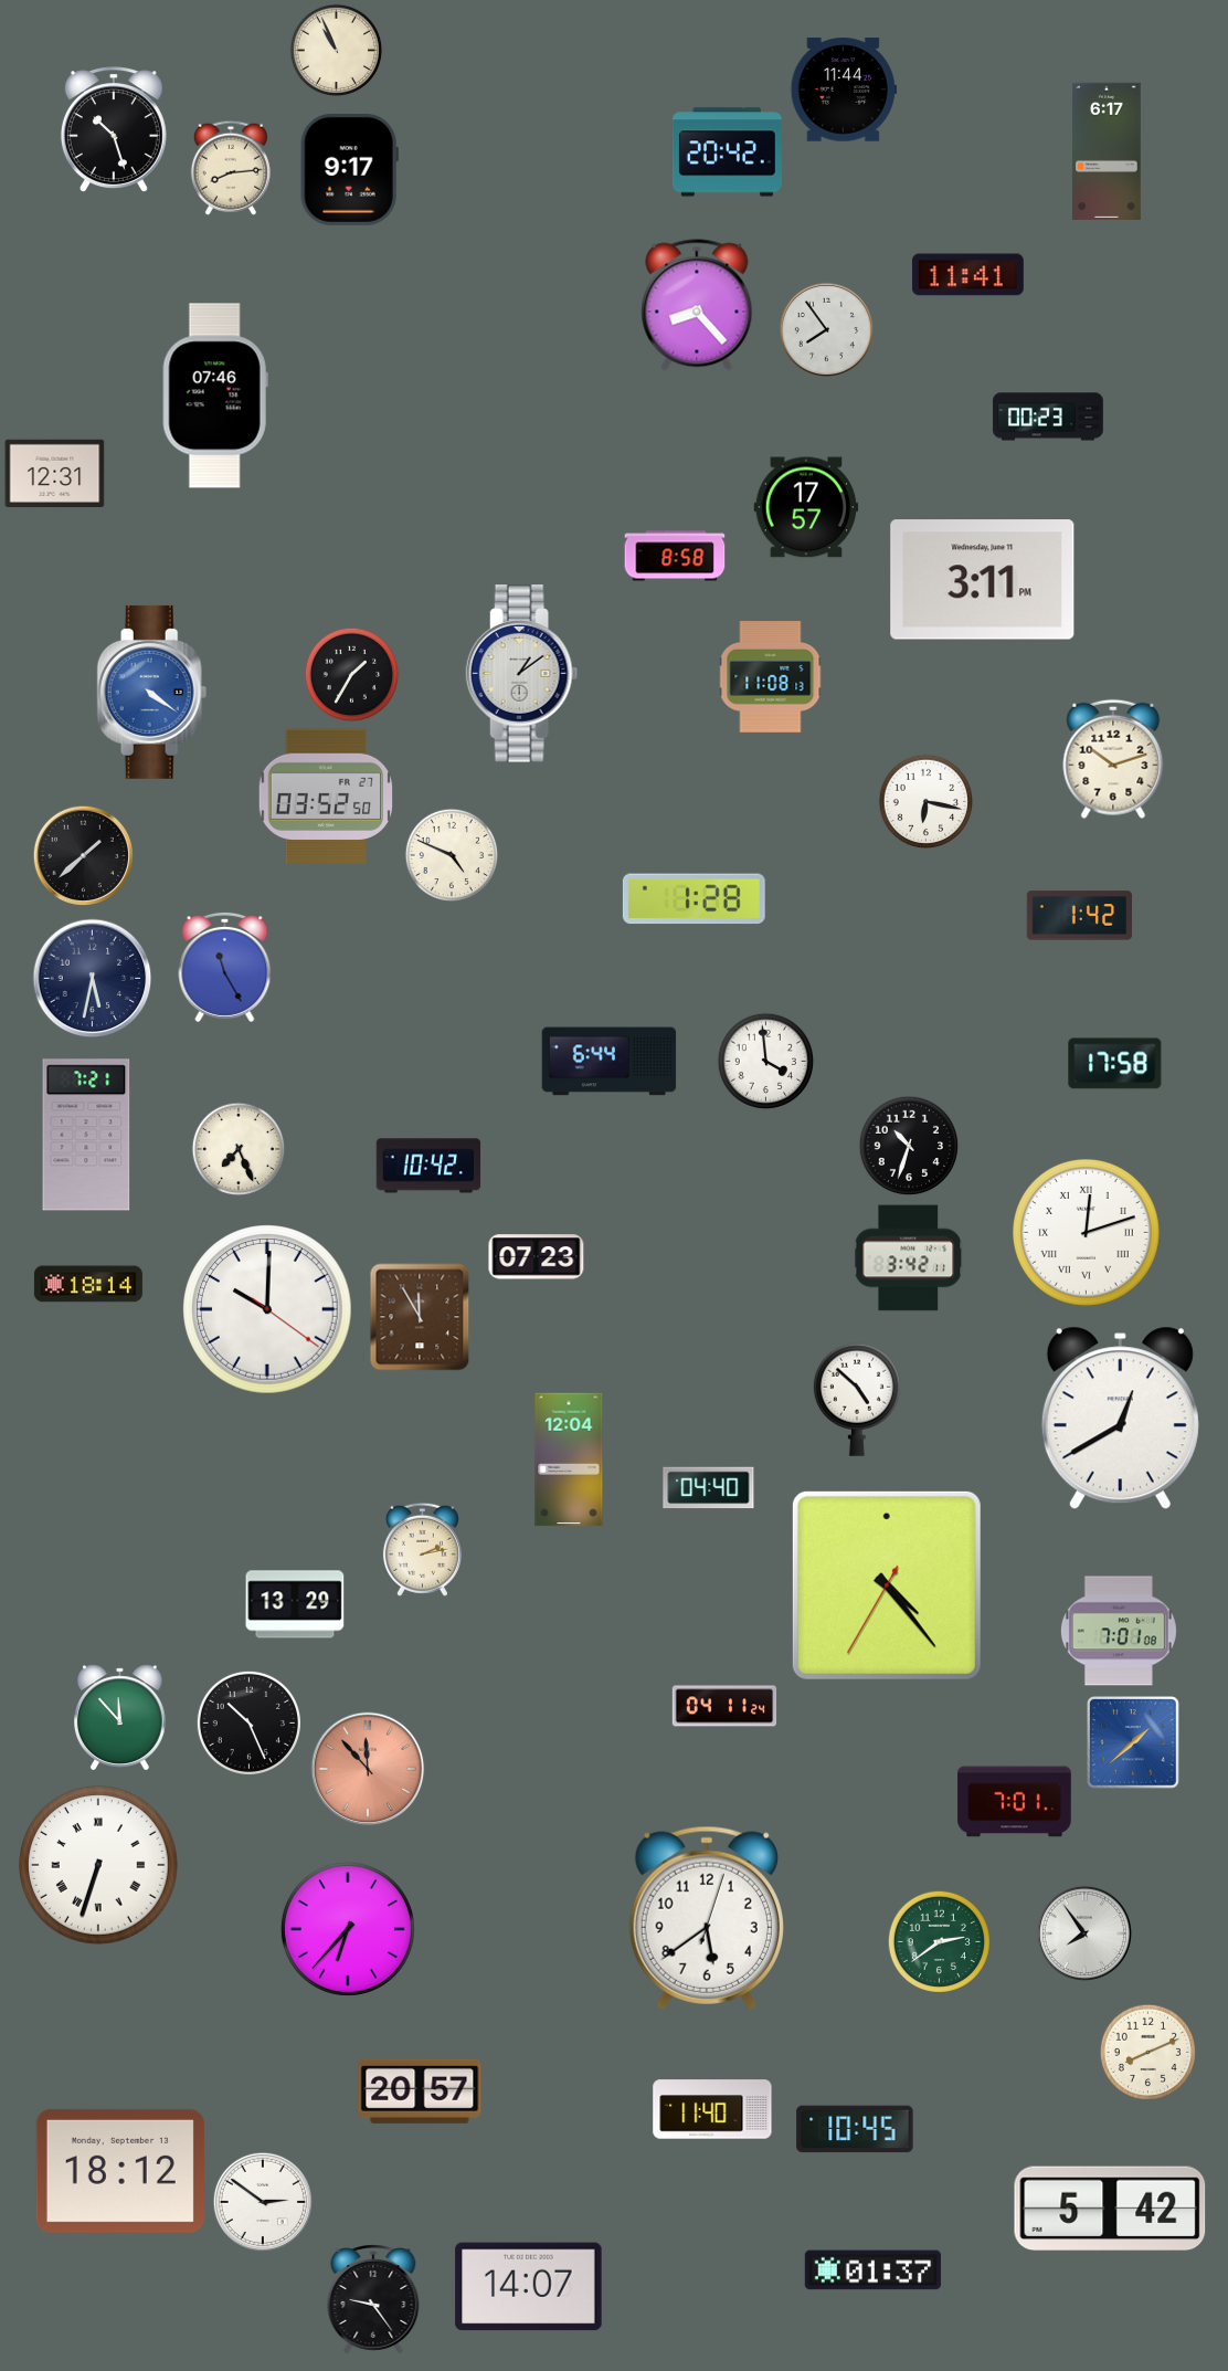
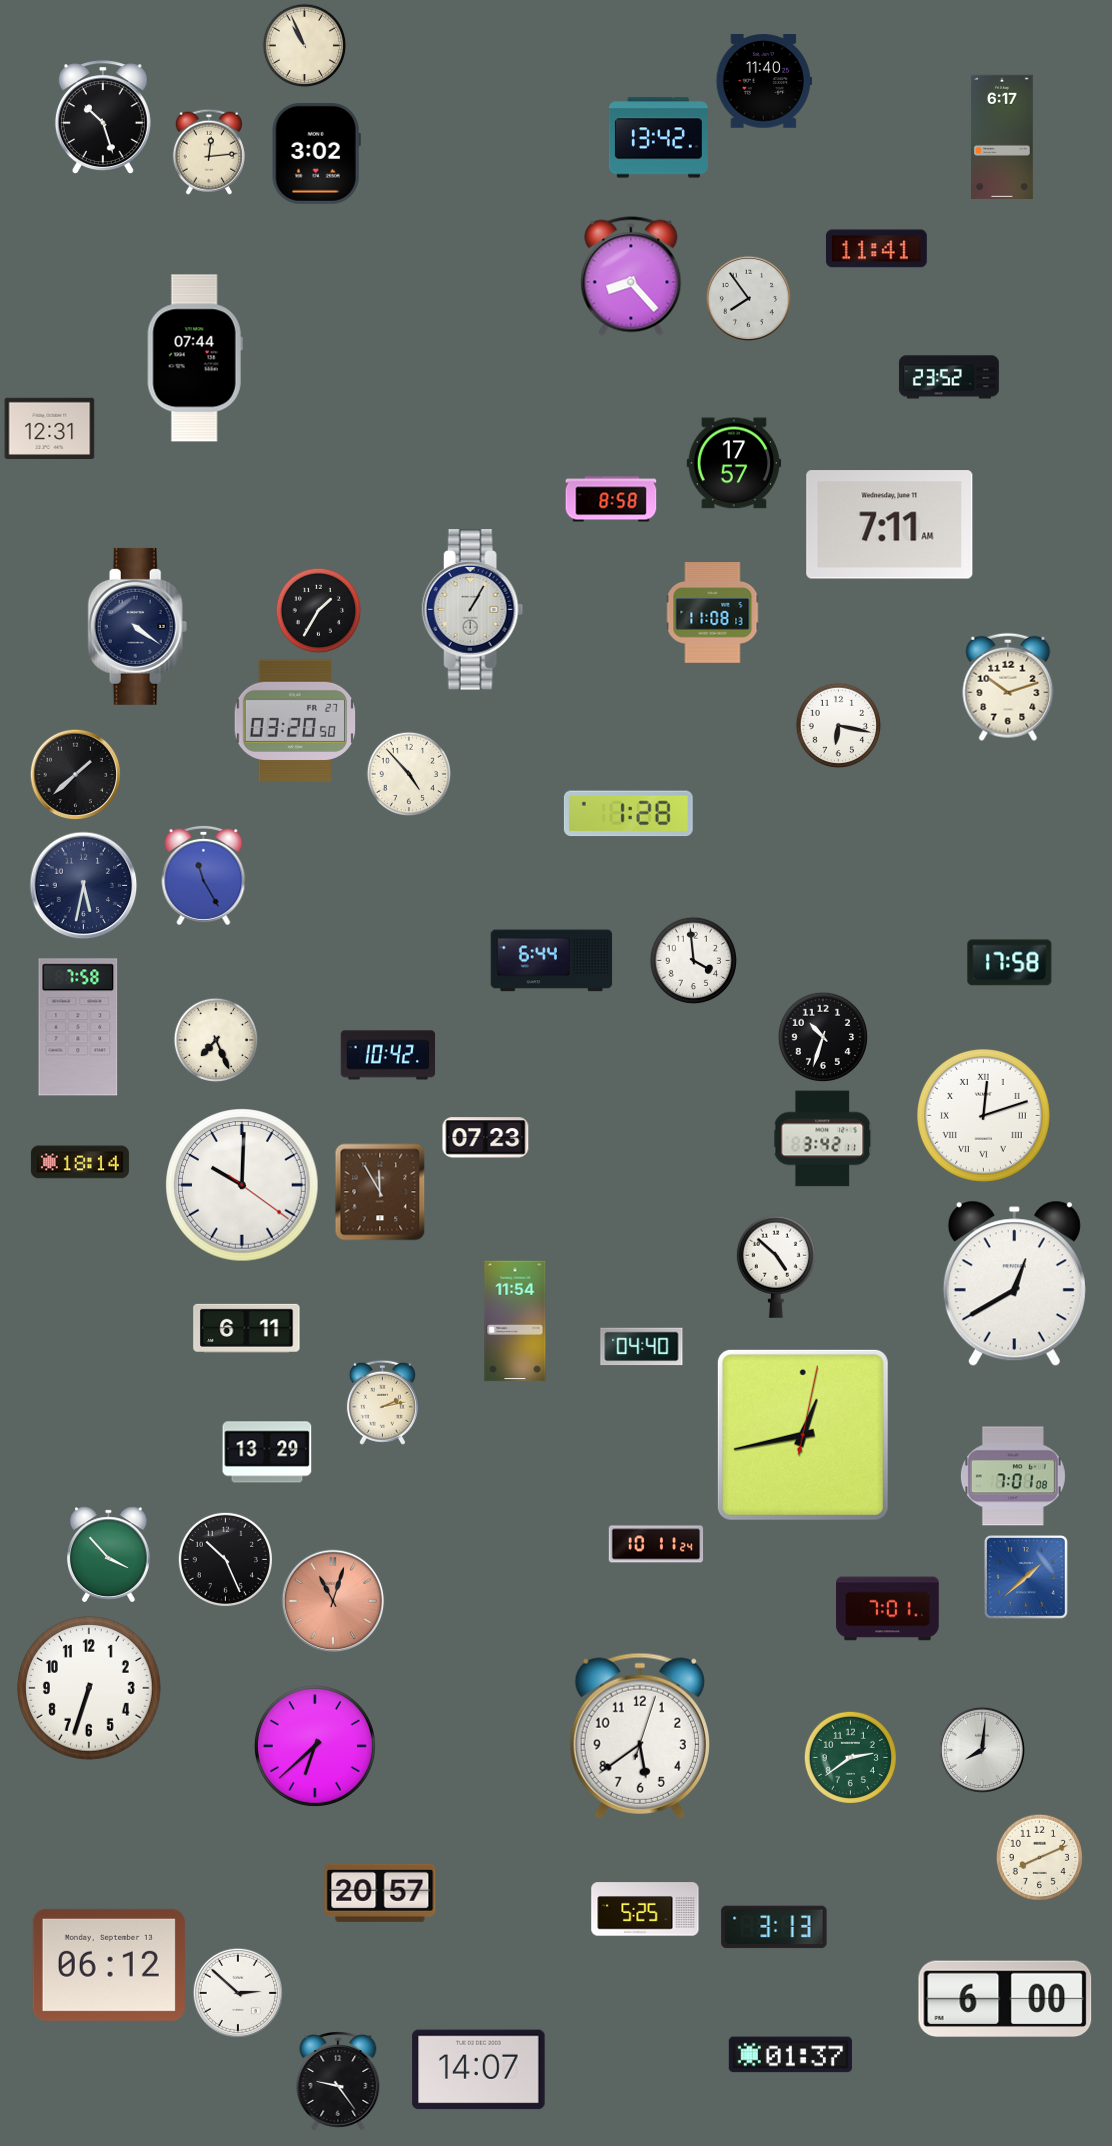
clock at (844, 89): 11:44 -> 11:40
clock at (727, 152): 20:42 -> 13:42
clock at (231, 168): 8:14 -> 12:14
clock at (349, 169): 9:17 -> 3:02
clock at (215, 396): 07:46 -> 07:44
clock at (1048, 417): 00:23 -> 23:52
clock at (806, 507) position: (806, 507) -> (734, 463)
clock at (675, 556) position: (675, 556) -> (611, 499)
clock at (983, 580): 3:11 -> 7:11
clock at (522, 674): 1:09 -> 1:05
clock at (771, 677) position: (771, 677) -> (713, 613)
clock at (152, 692) dial: blue -> navy
clock at (326, 795): 03:52 -> 03:20
clock at (452, 855): 4:49 -> 4:53
clock at (1079, 916): 1:42 -> none
clock at (86, 1135): 7:21 -> 7:58
clock at (569, 1460): 12:04 -> 11:54
clock at (247, 1328): none -> 6:11
clock at (887, 1585): 4:23 -> 12:43
clock at (724, 1706): 04:11 -> 10:11
clock at (120, 1718): 11:53 -> 3:53
clock at (368, 1769): 11:53 -> 11:03
clock at (1015, 1802) position: (1015, 1802) -> (888, 1609)
clock at (99, 1866) numerals: Roman -> Arabic
clock at (348, 1929): 6:37 -> 6:38
clock at (1084, 1933): 7:54 -> 8:01
clock at (712, 2109): 11:40 -> 5:25
clock at (855, 2129): 10:45 -> 3:13
clock at (120, 2171): 18:12 -> 06:12
clock at (262, 2201): 2:51 -> 2:52
clock at (1110, 2209): 5:42 -> 6:00
